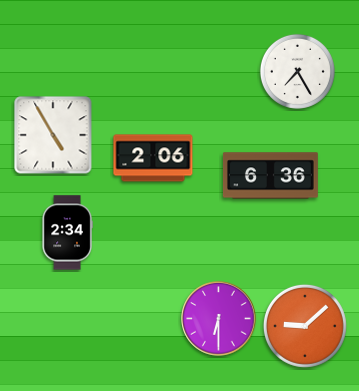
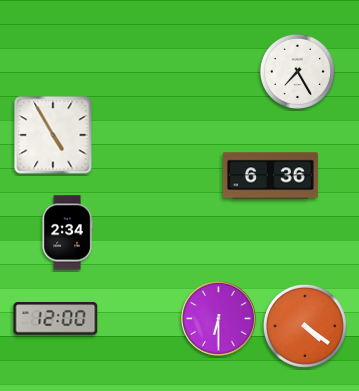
clock at (153, 158): 2:06 -> none
clock at (56, 319): none -> 12:00
clock at (305, 326): 9:08 -> 4:21
